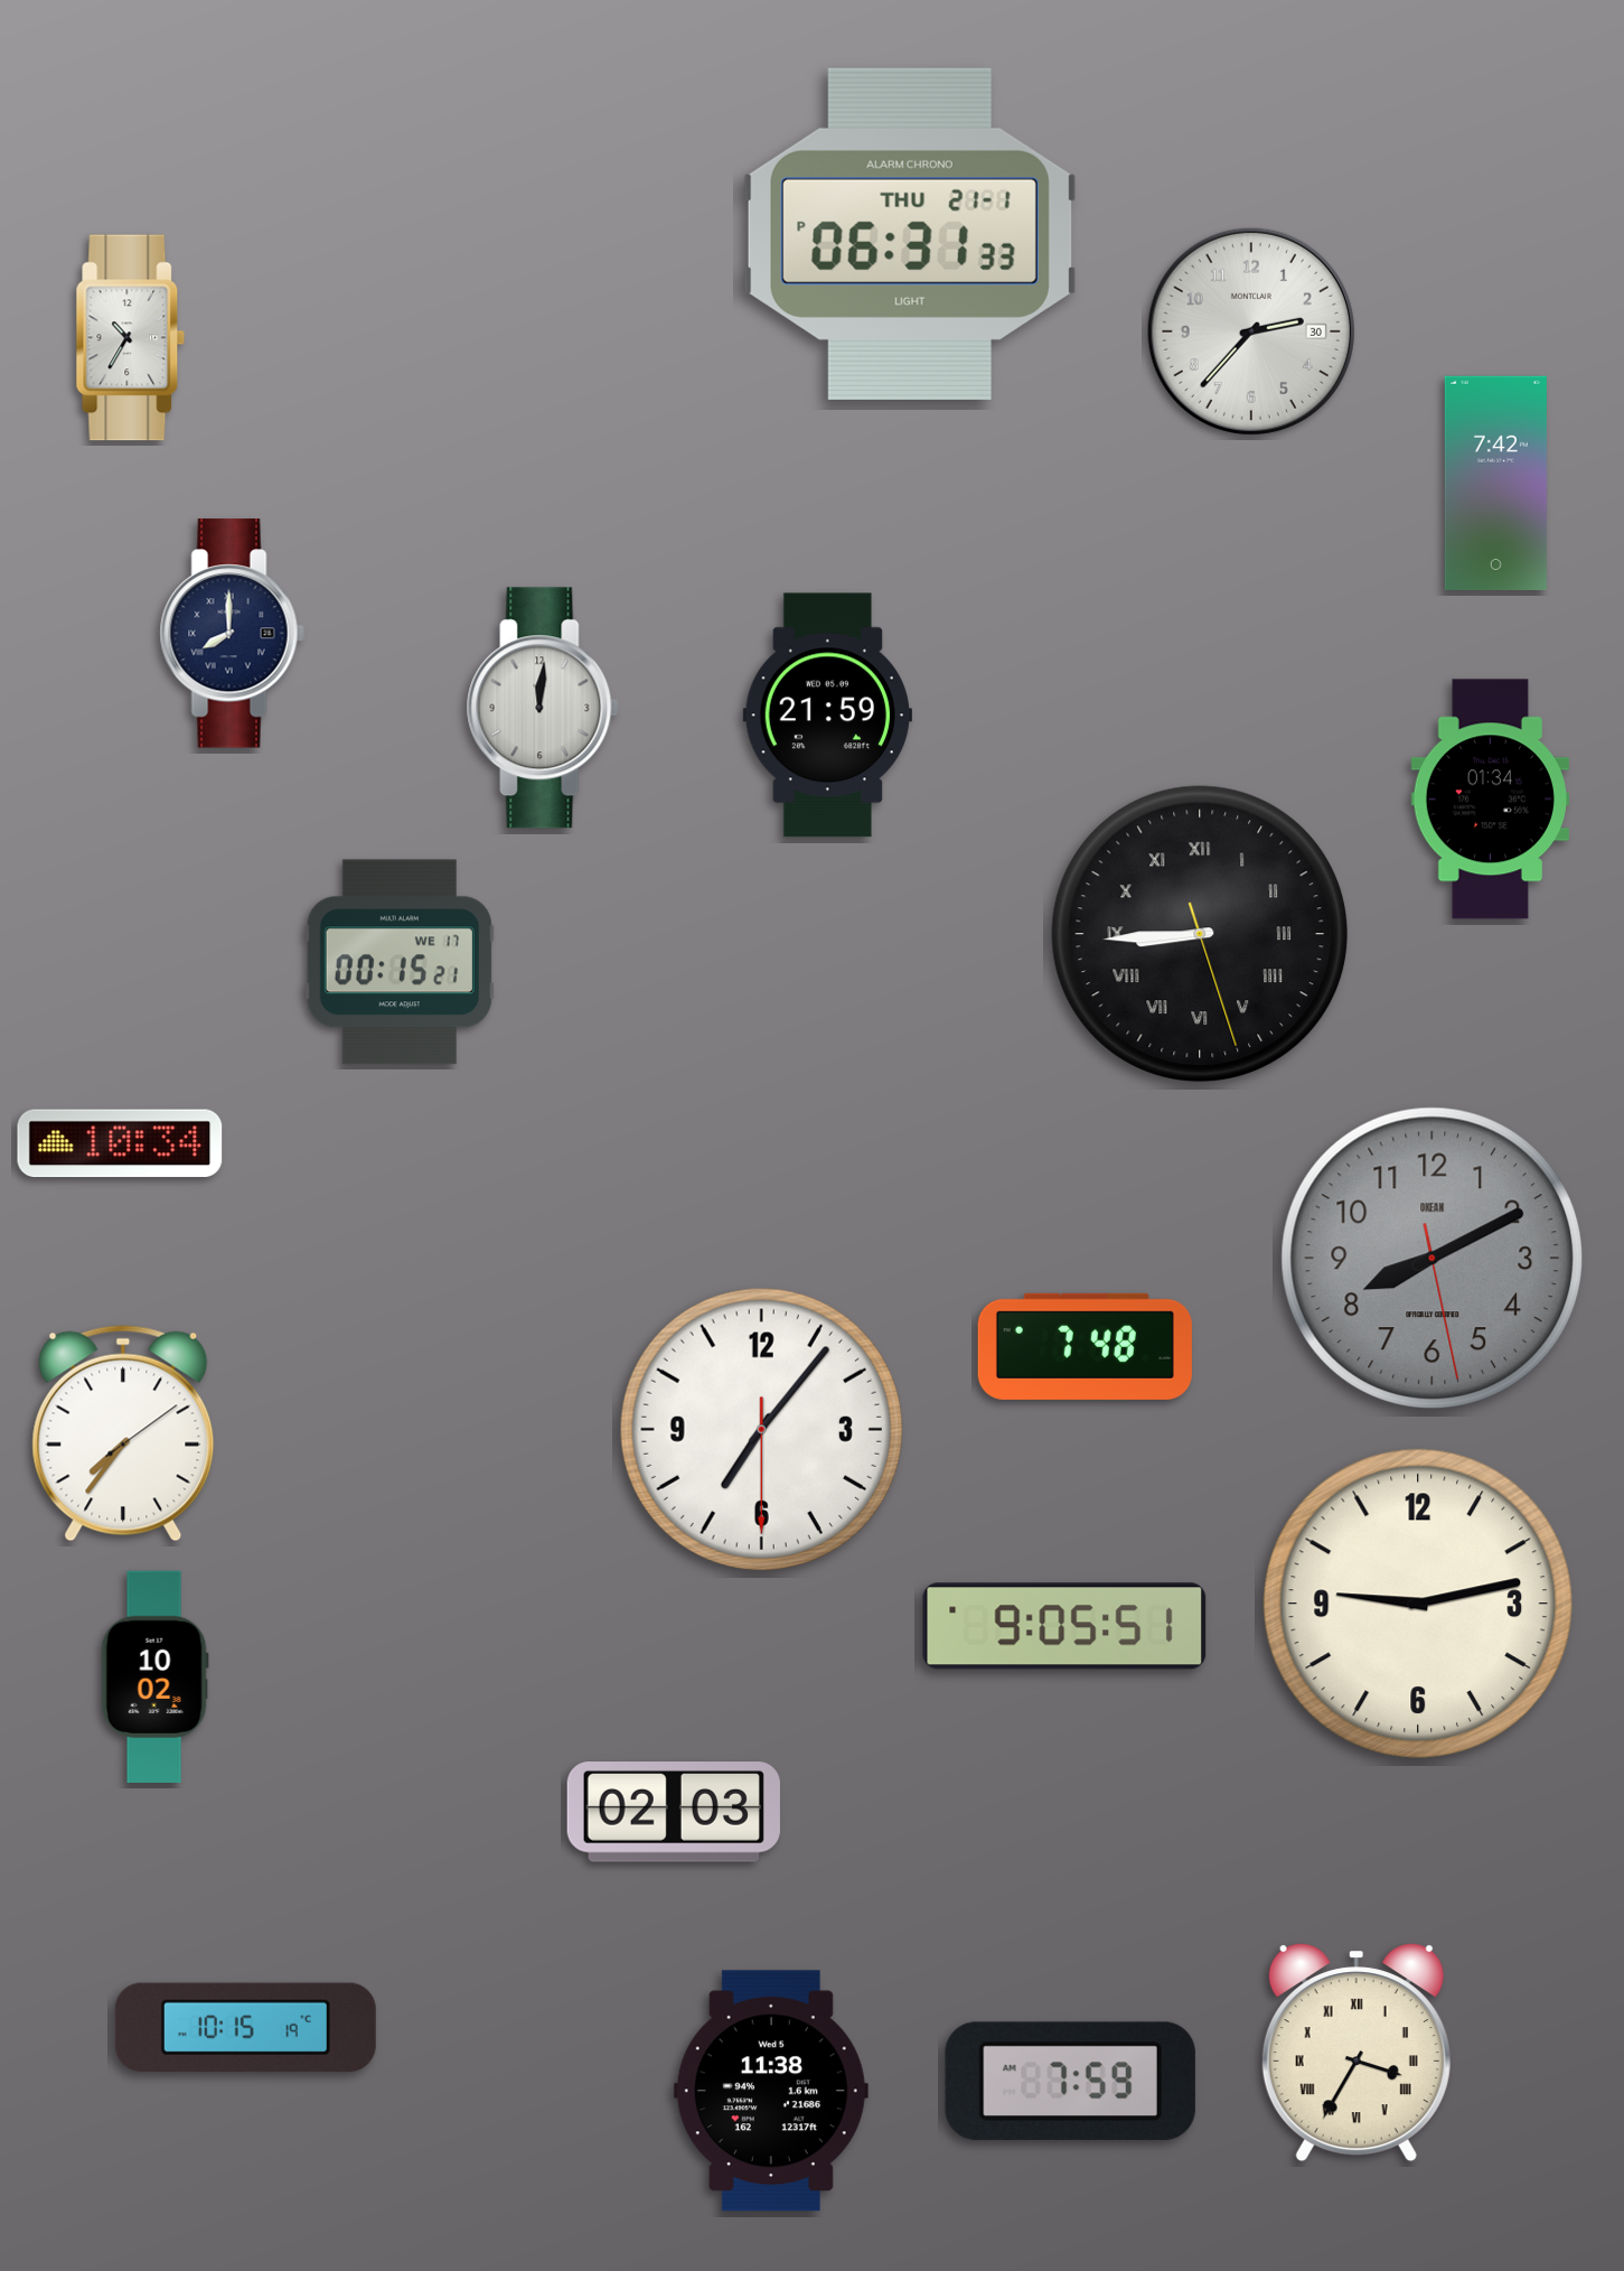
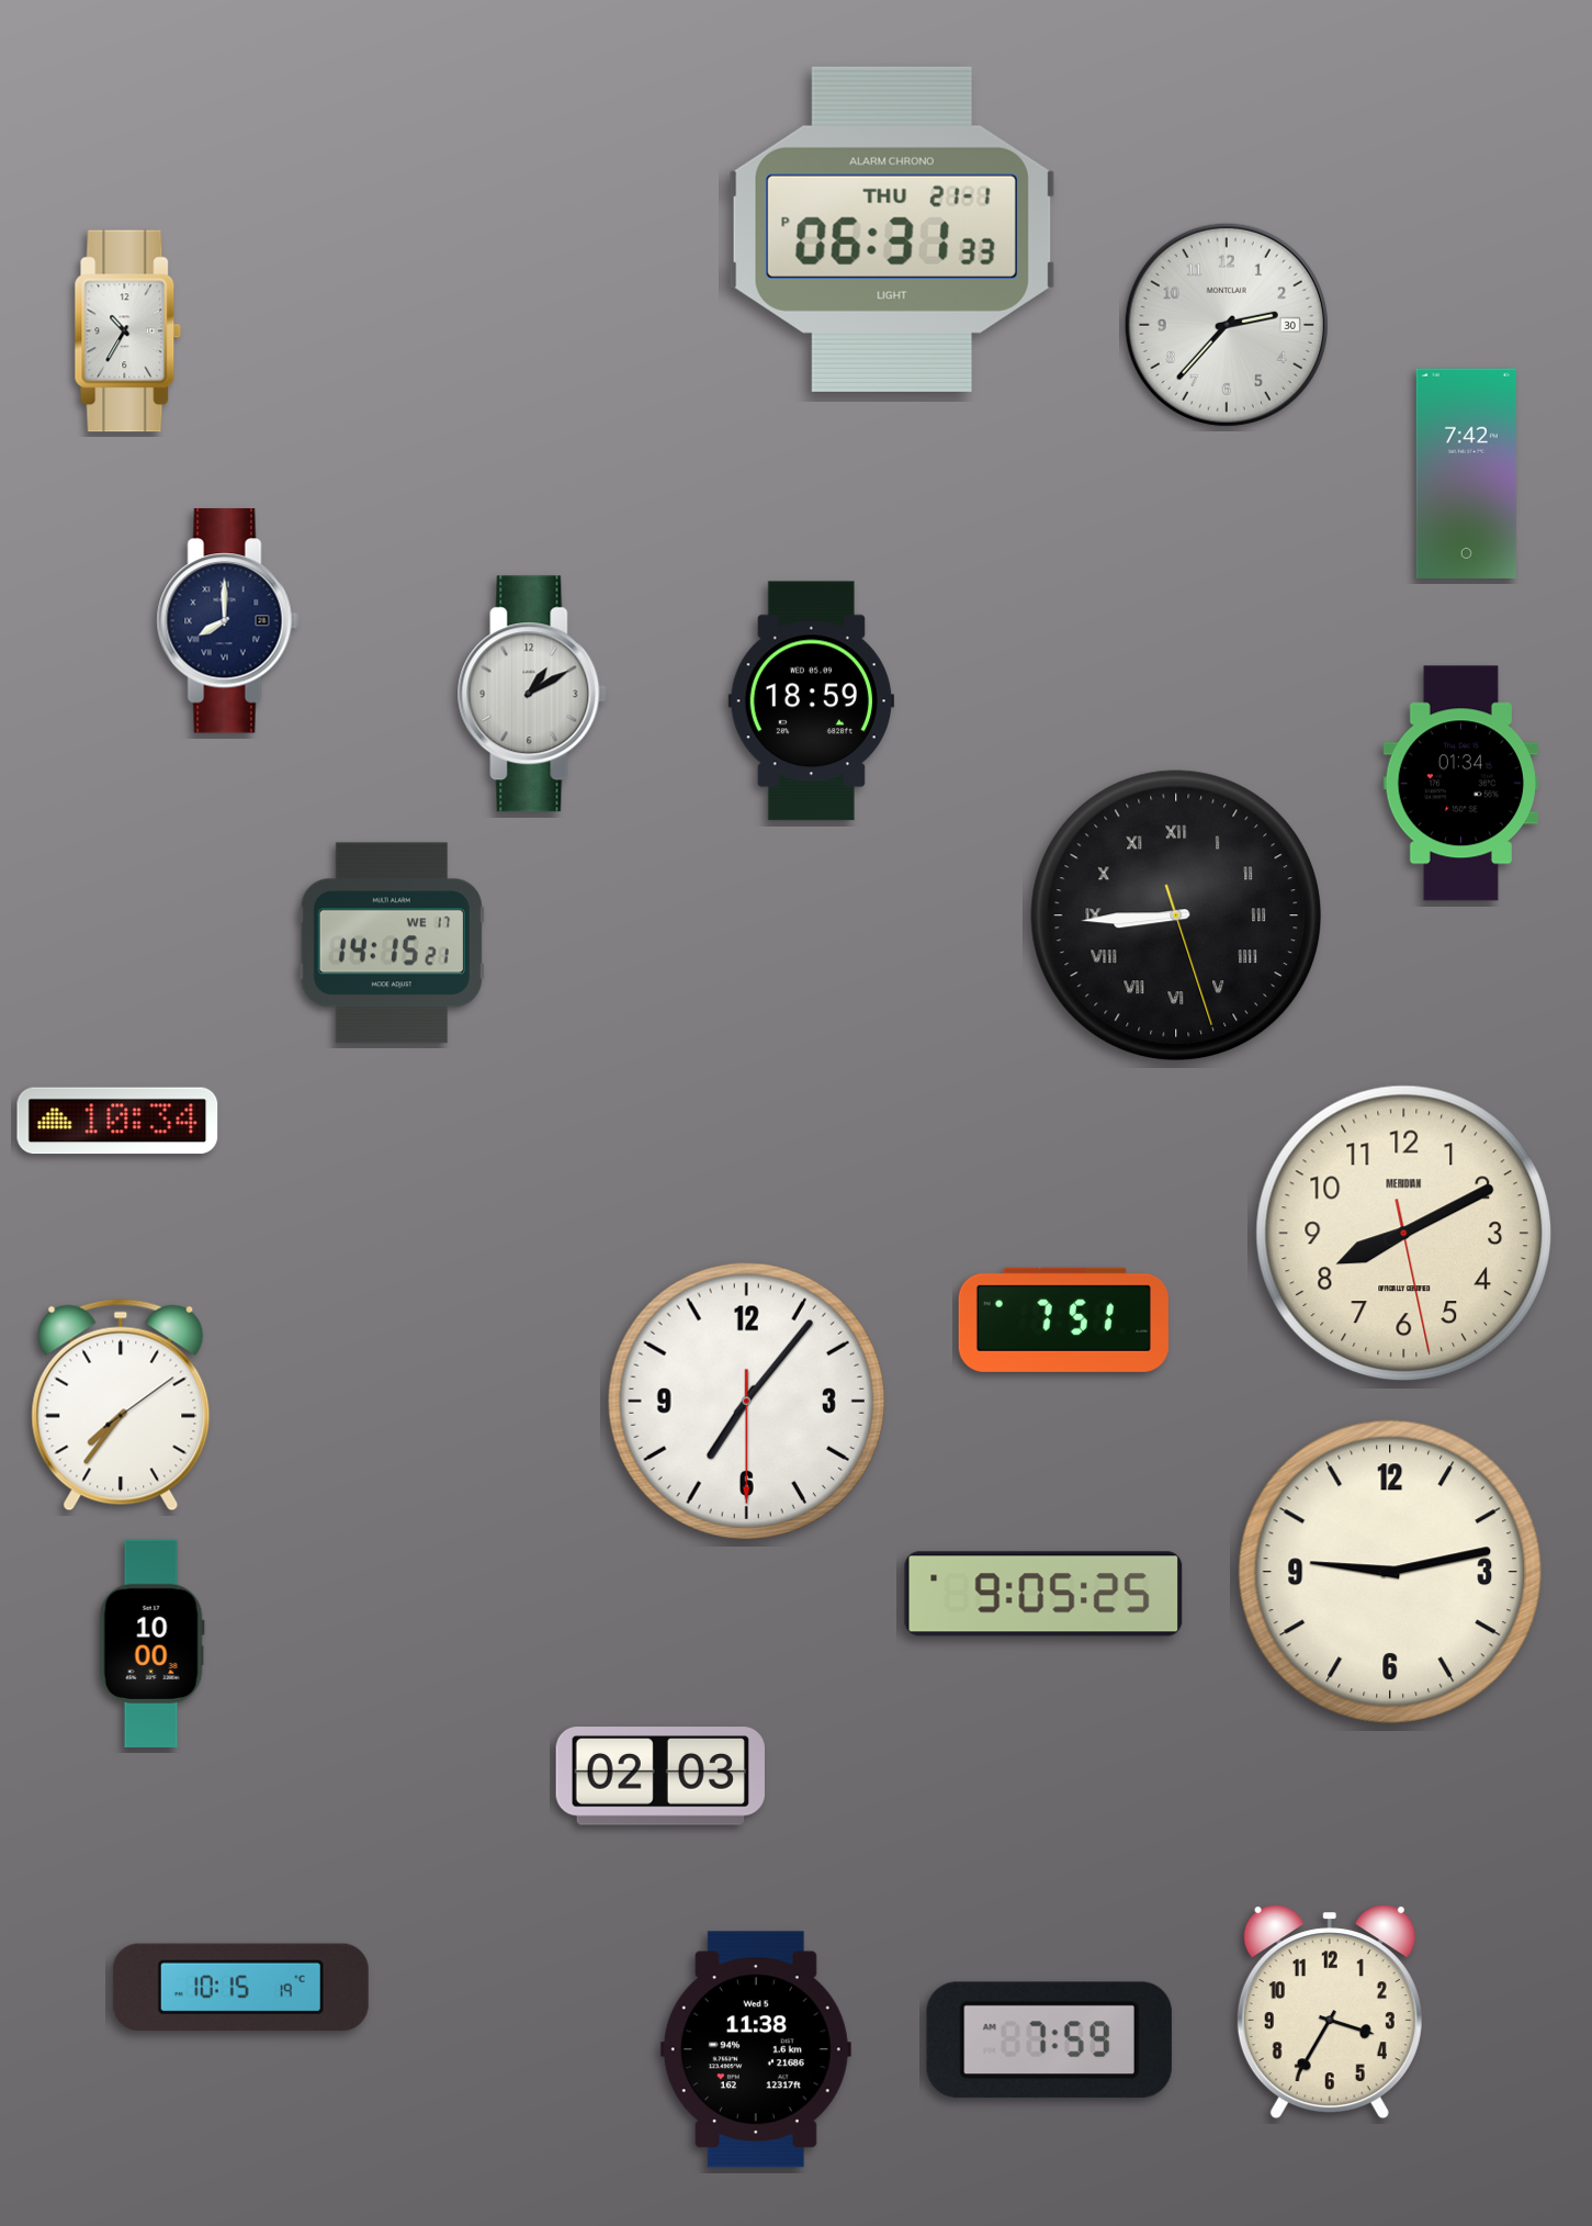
clock at (543, 708): 12:01 -> 1:10
clock at (827, 716): 21:59 -> 18:59
clock at (400, 962): 00:15 -> 14:15
clock at (1433, 1259) dial: grey -> cream
clock at (1433, 1259) brand: OKEAN -> MERIDIAN
clock at (1085, 1346): 7:48 -> 7:51
clock at (1064, 1626): 9:05:51 -> 9:05:25
clock at (154, 1676): 10:02 -> 10:00
clock at (1357, 2053) numerals: Roman -> Arabic
